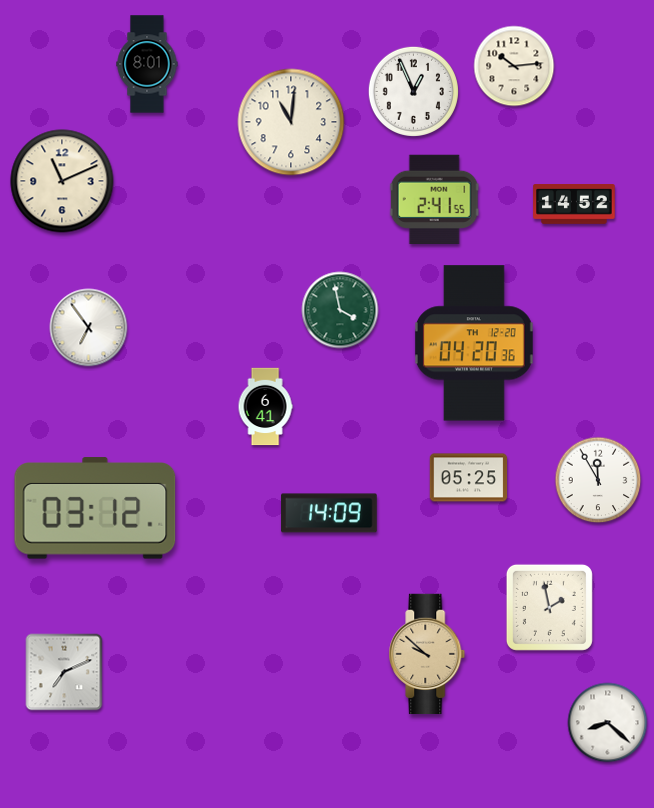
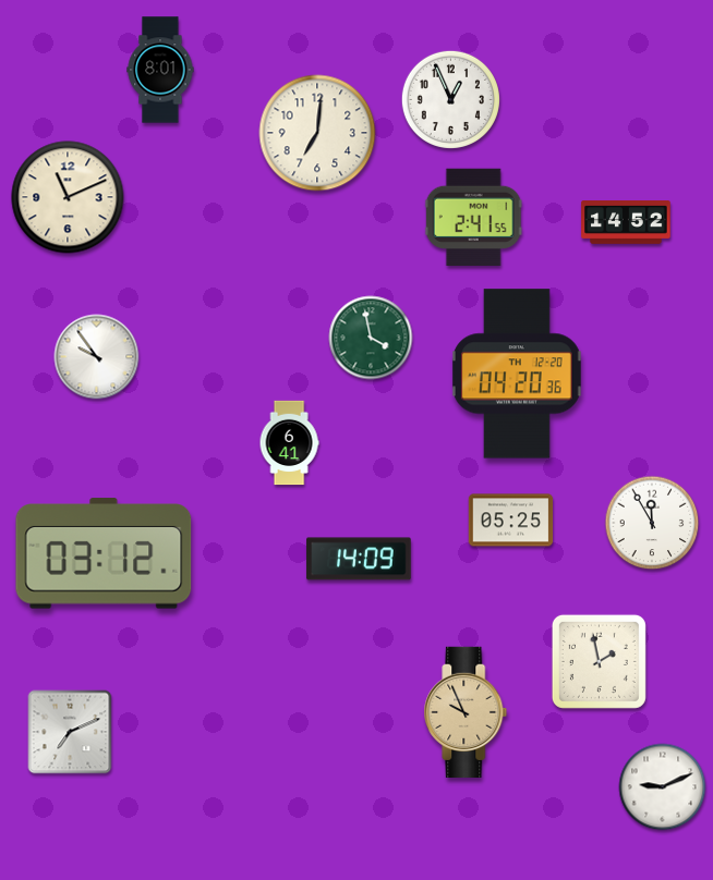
clock at (514, 66): 10:14 -> none
clock at (291, 122): 11:01 -> 7:01
clock at (89, 328): 6:54 -> 9:54
clock at (427, 654): 9:52 -> 9:56
clock at (608, 723): 8:22 -> 9:11
